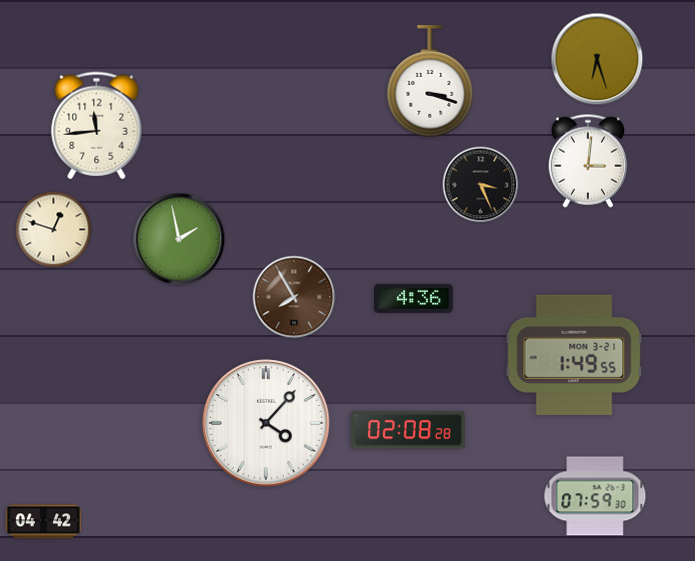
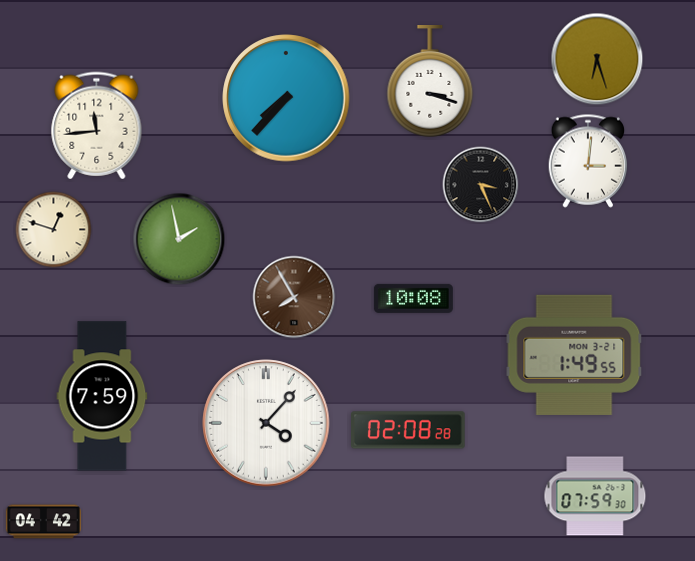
clock at (286, 98): none -> 7:37
clock at (413, 298): 4:36 -> 10:08
clock at (102, 396): none -> 7:59
